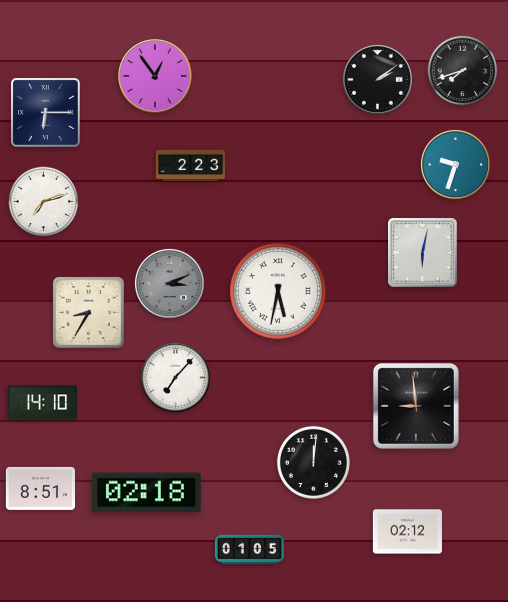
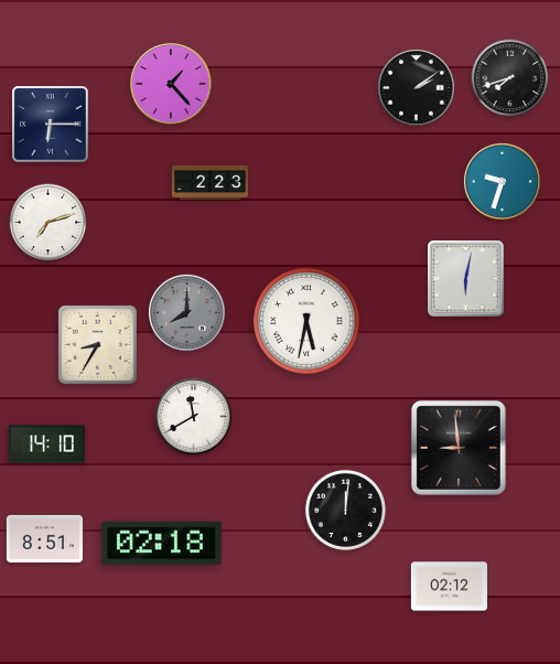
clock at (155, 76): 12:54 -> 1:23
clock at (169, 283): 3:11 -> 8:00
clock at (175, 377): 7:07 -> 11:40
clock at (249, 550): 01:05 -> none
